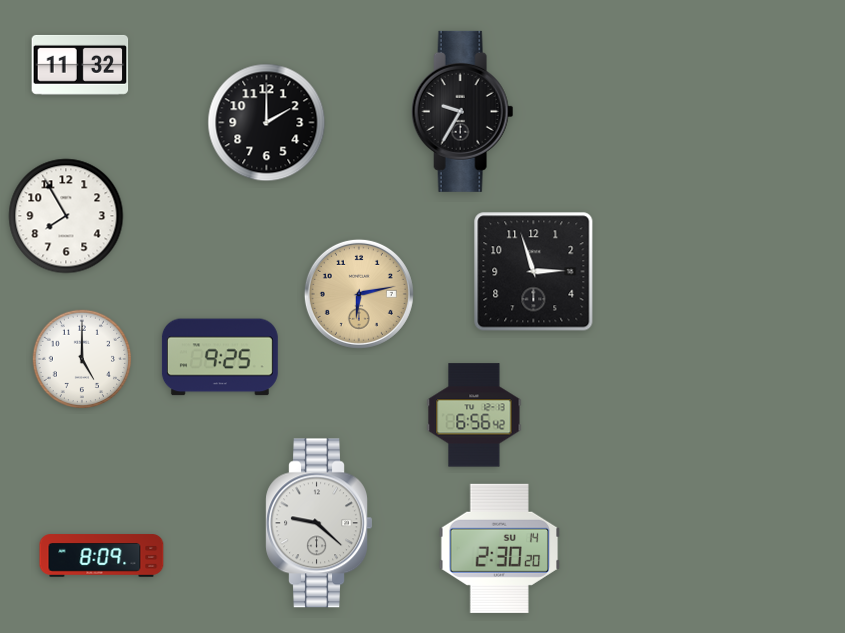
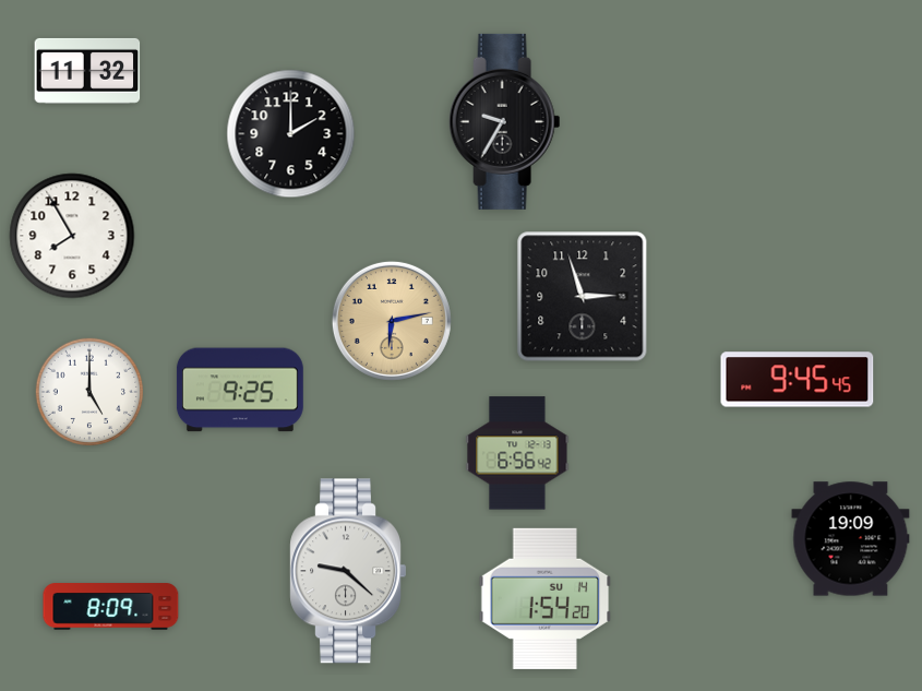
clock at (798, 380): none -> 9:45
clock at (851, 539): none -> 19:09
clock at (500, 548): 2:30 -> 1:54
